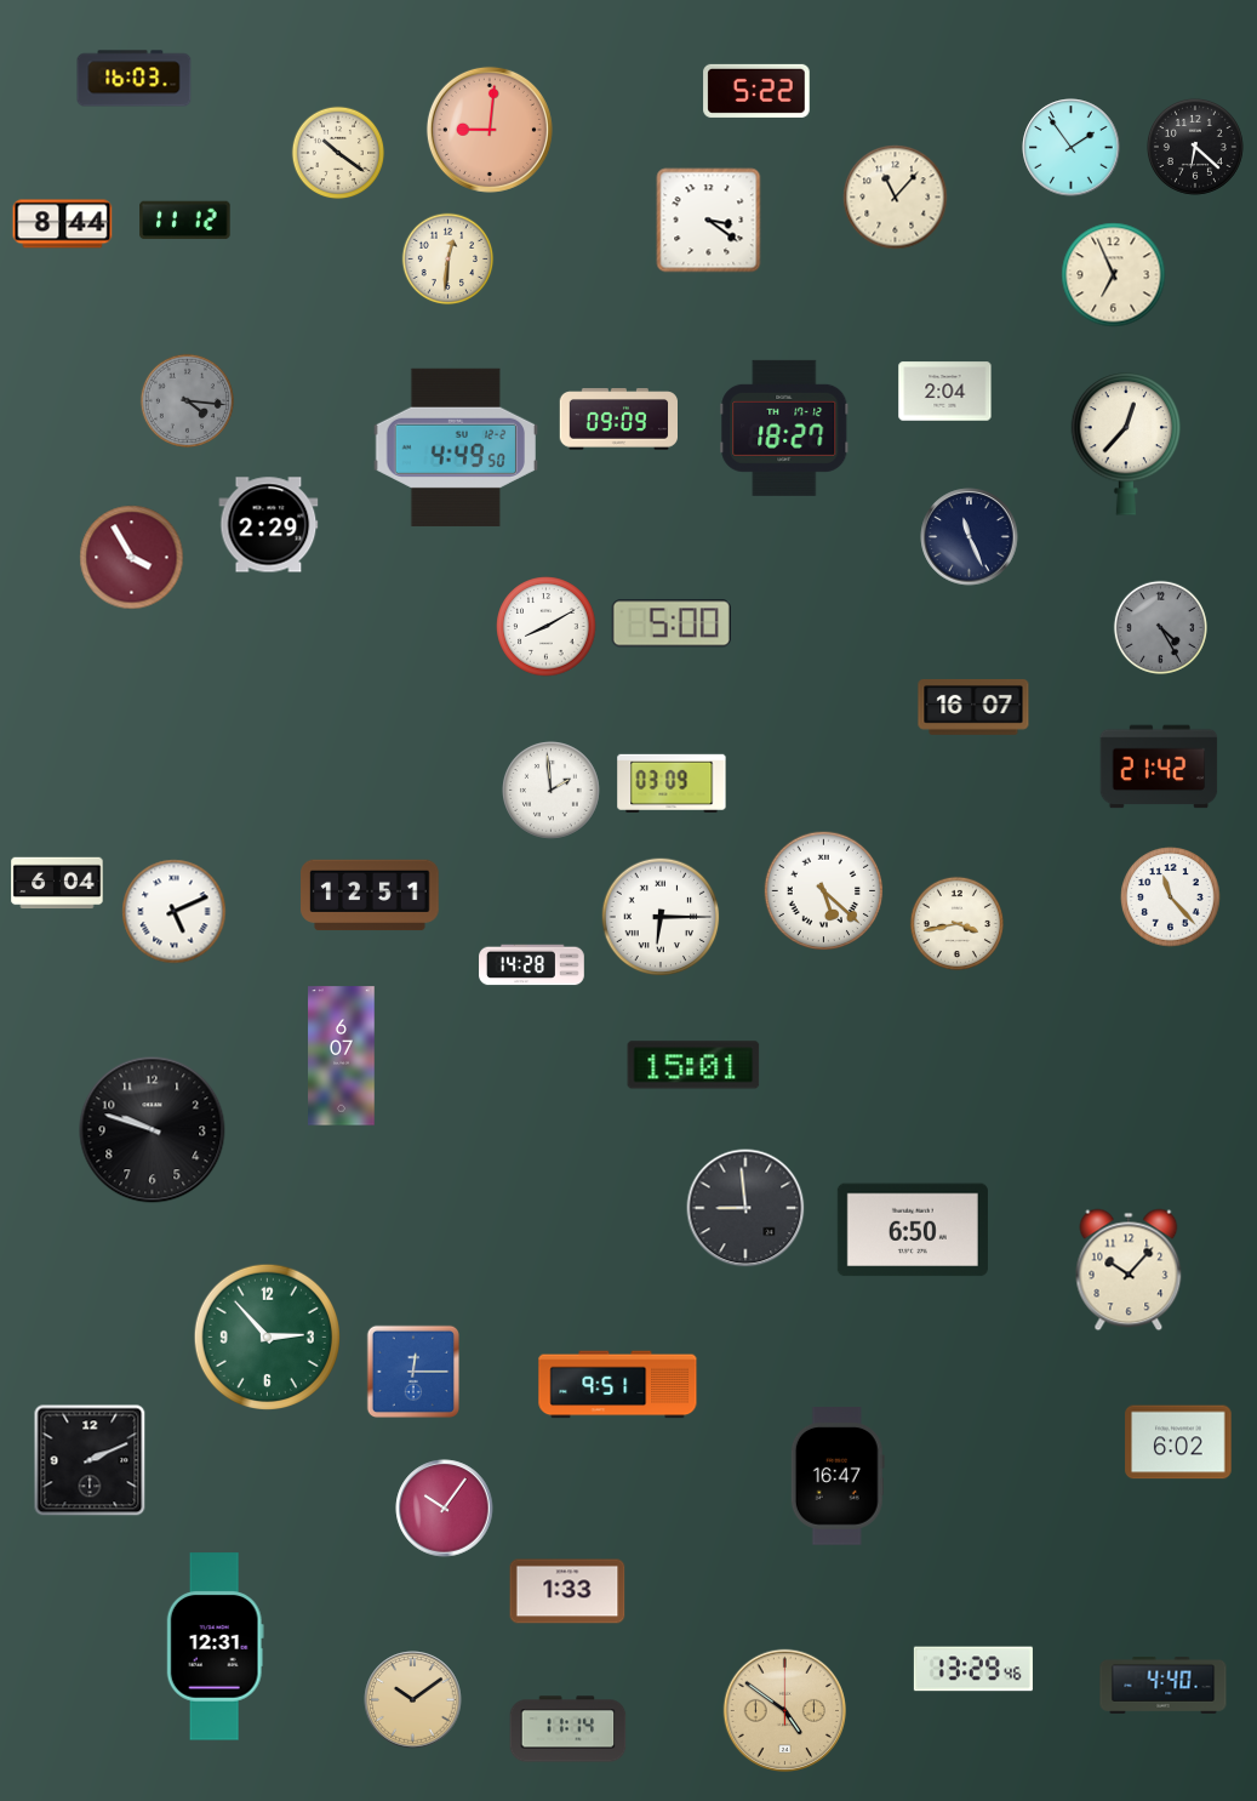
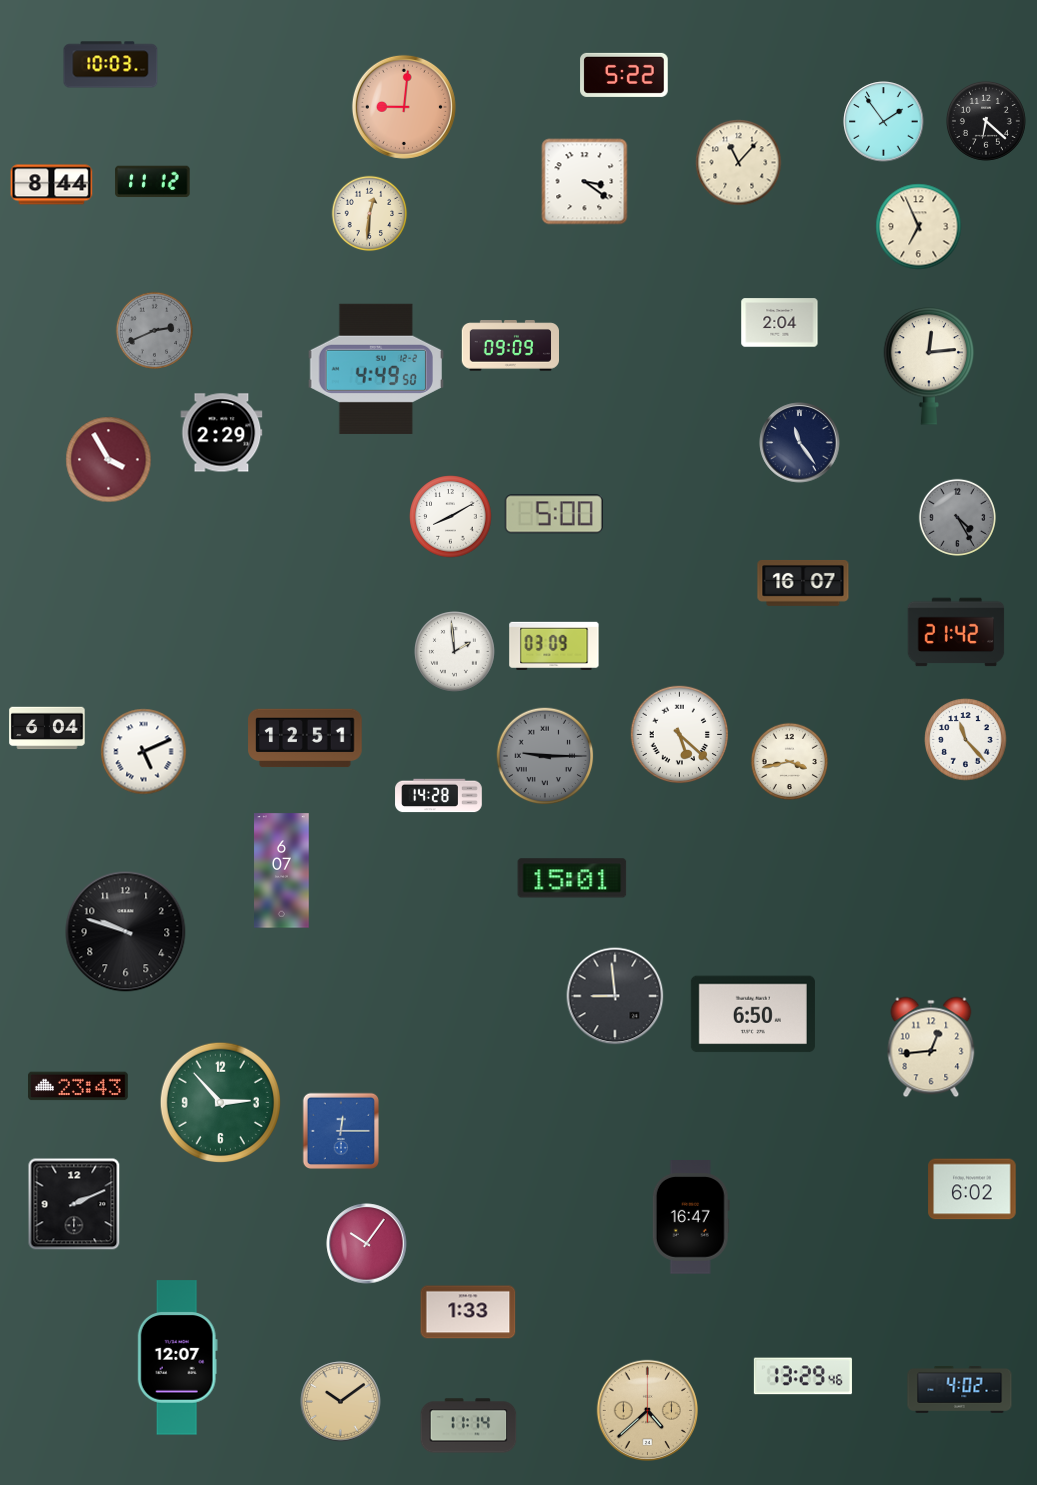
clock at (135, 79): 16:03 -> 10:03
clock at (338, 153): 10:21 -> none
clock at (187, 400): 4:16 -> 2:41
clock at (784, 428): 18:27 -> none
clock at (1126, 444): 12:37 -> 12:14
clock at (970, 537): 11:26 -> 11:24
clock at (661, 917): 6:15 -> 9:15
clock at (661, 917) dial: white -> grey
clock at (1129, 1270): 10:07 -> 12:44
clock at (79, 1086): none -> 23:43
clock at (618, 1385): 9:51 -> none
clock at (215, 1647): 12:31 -> 12:07
clock at (1164, 1686): 4:40 -> 4:02
clock at (784, 1710): 4:51 -> 4:38
